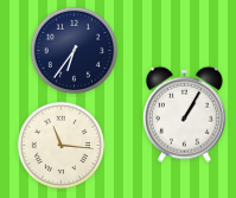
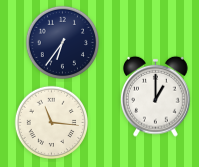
clock at (185, 114): 1:05 -> 1:00
